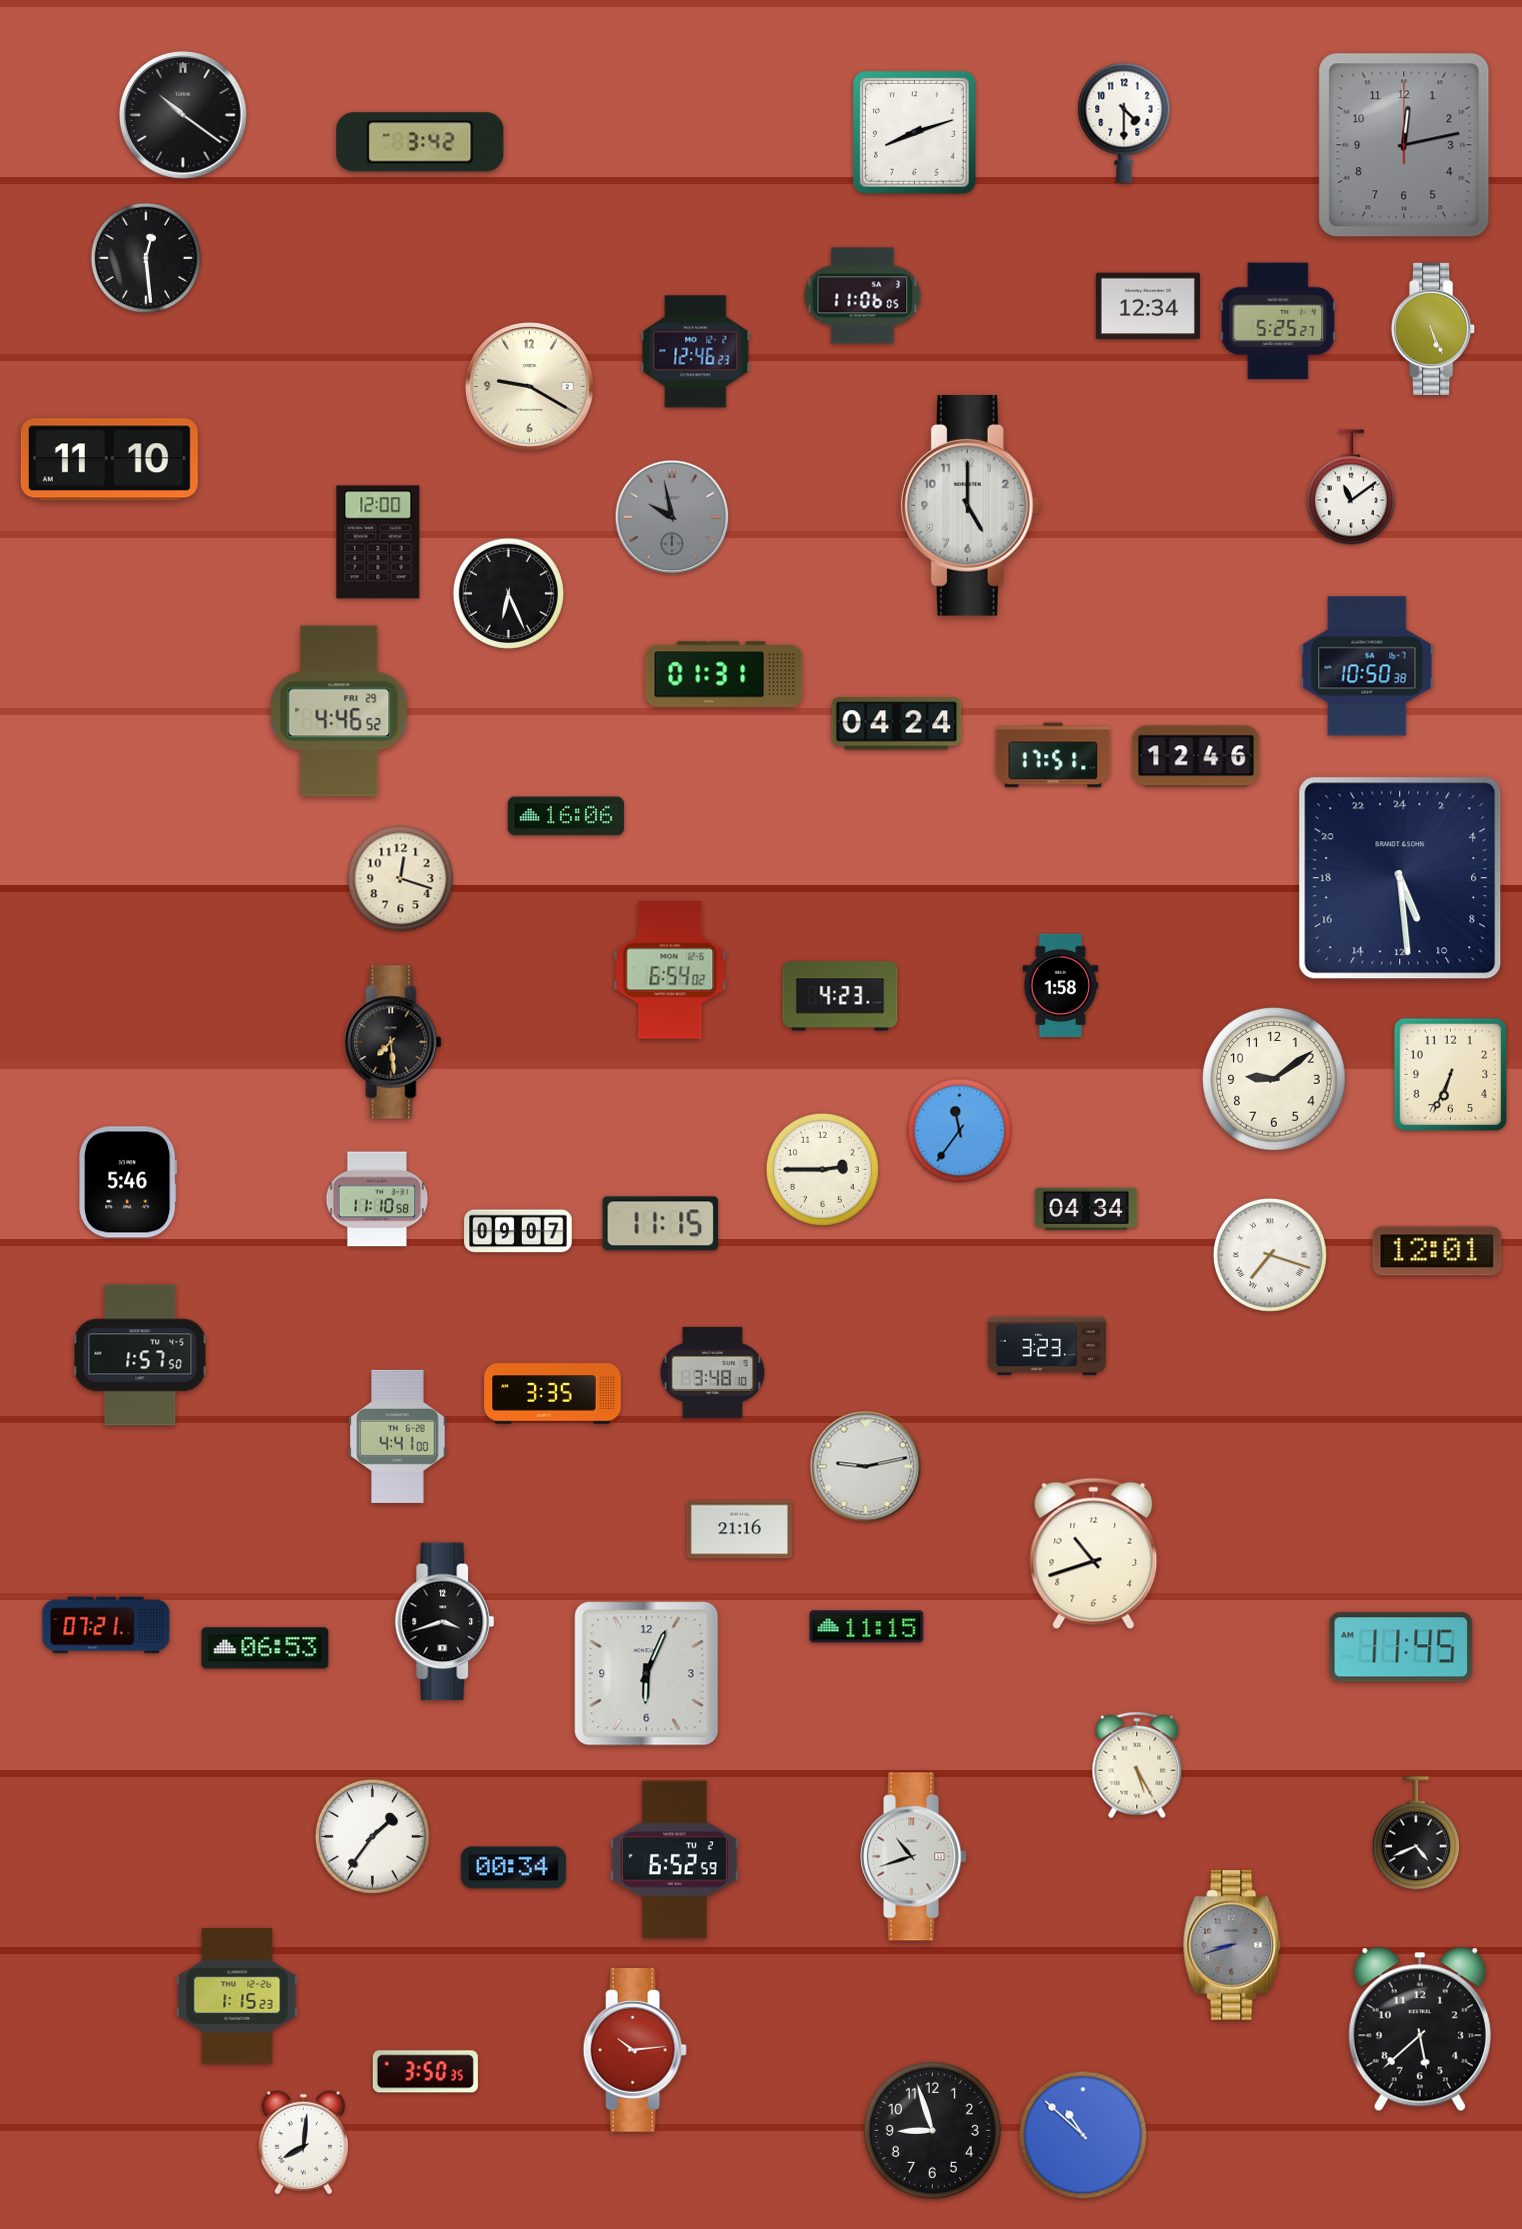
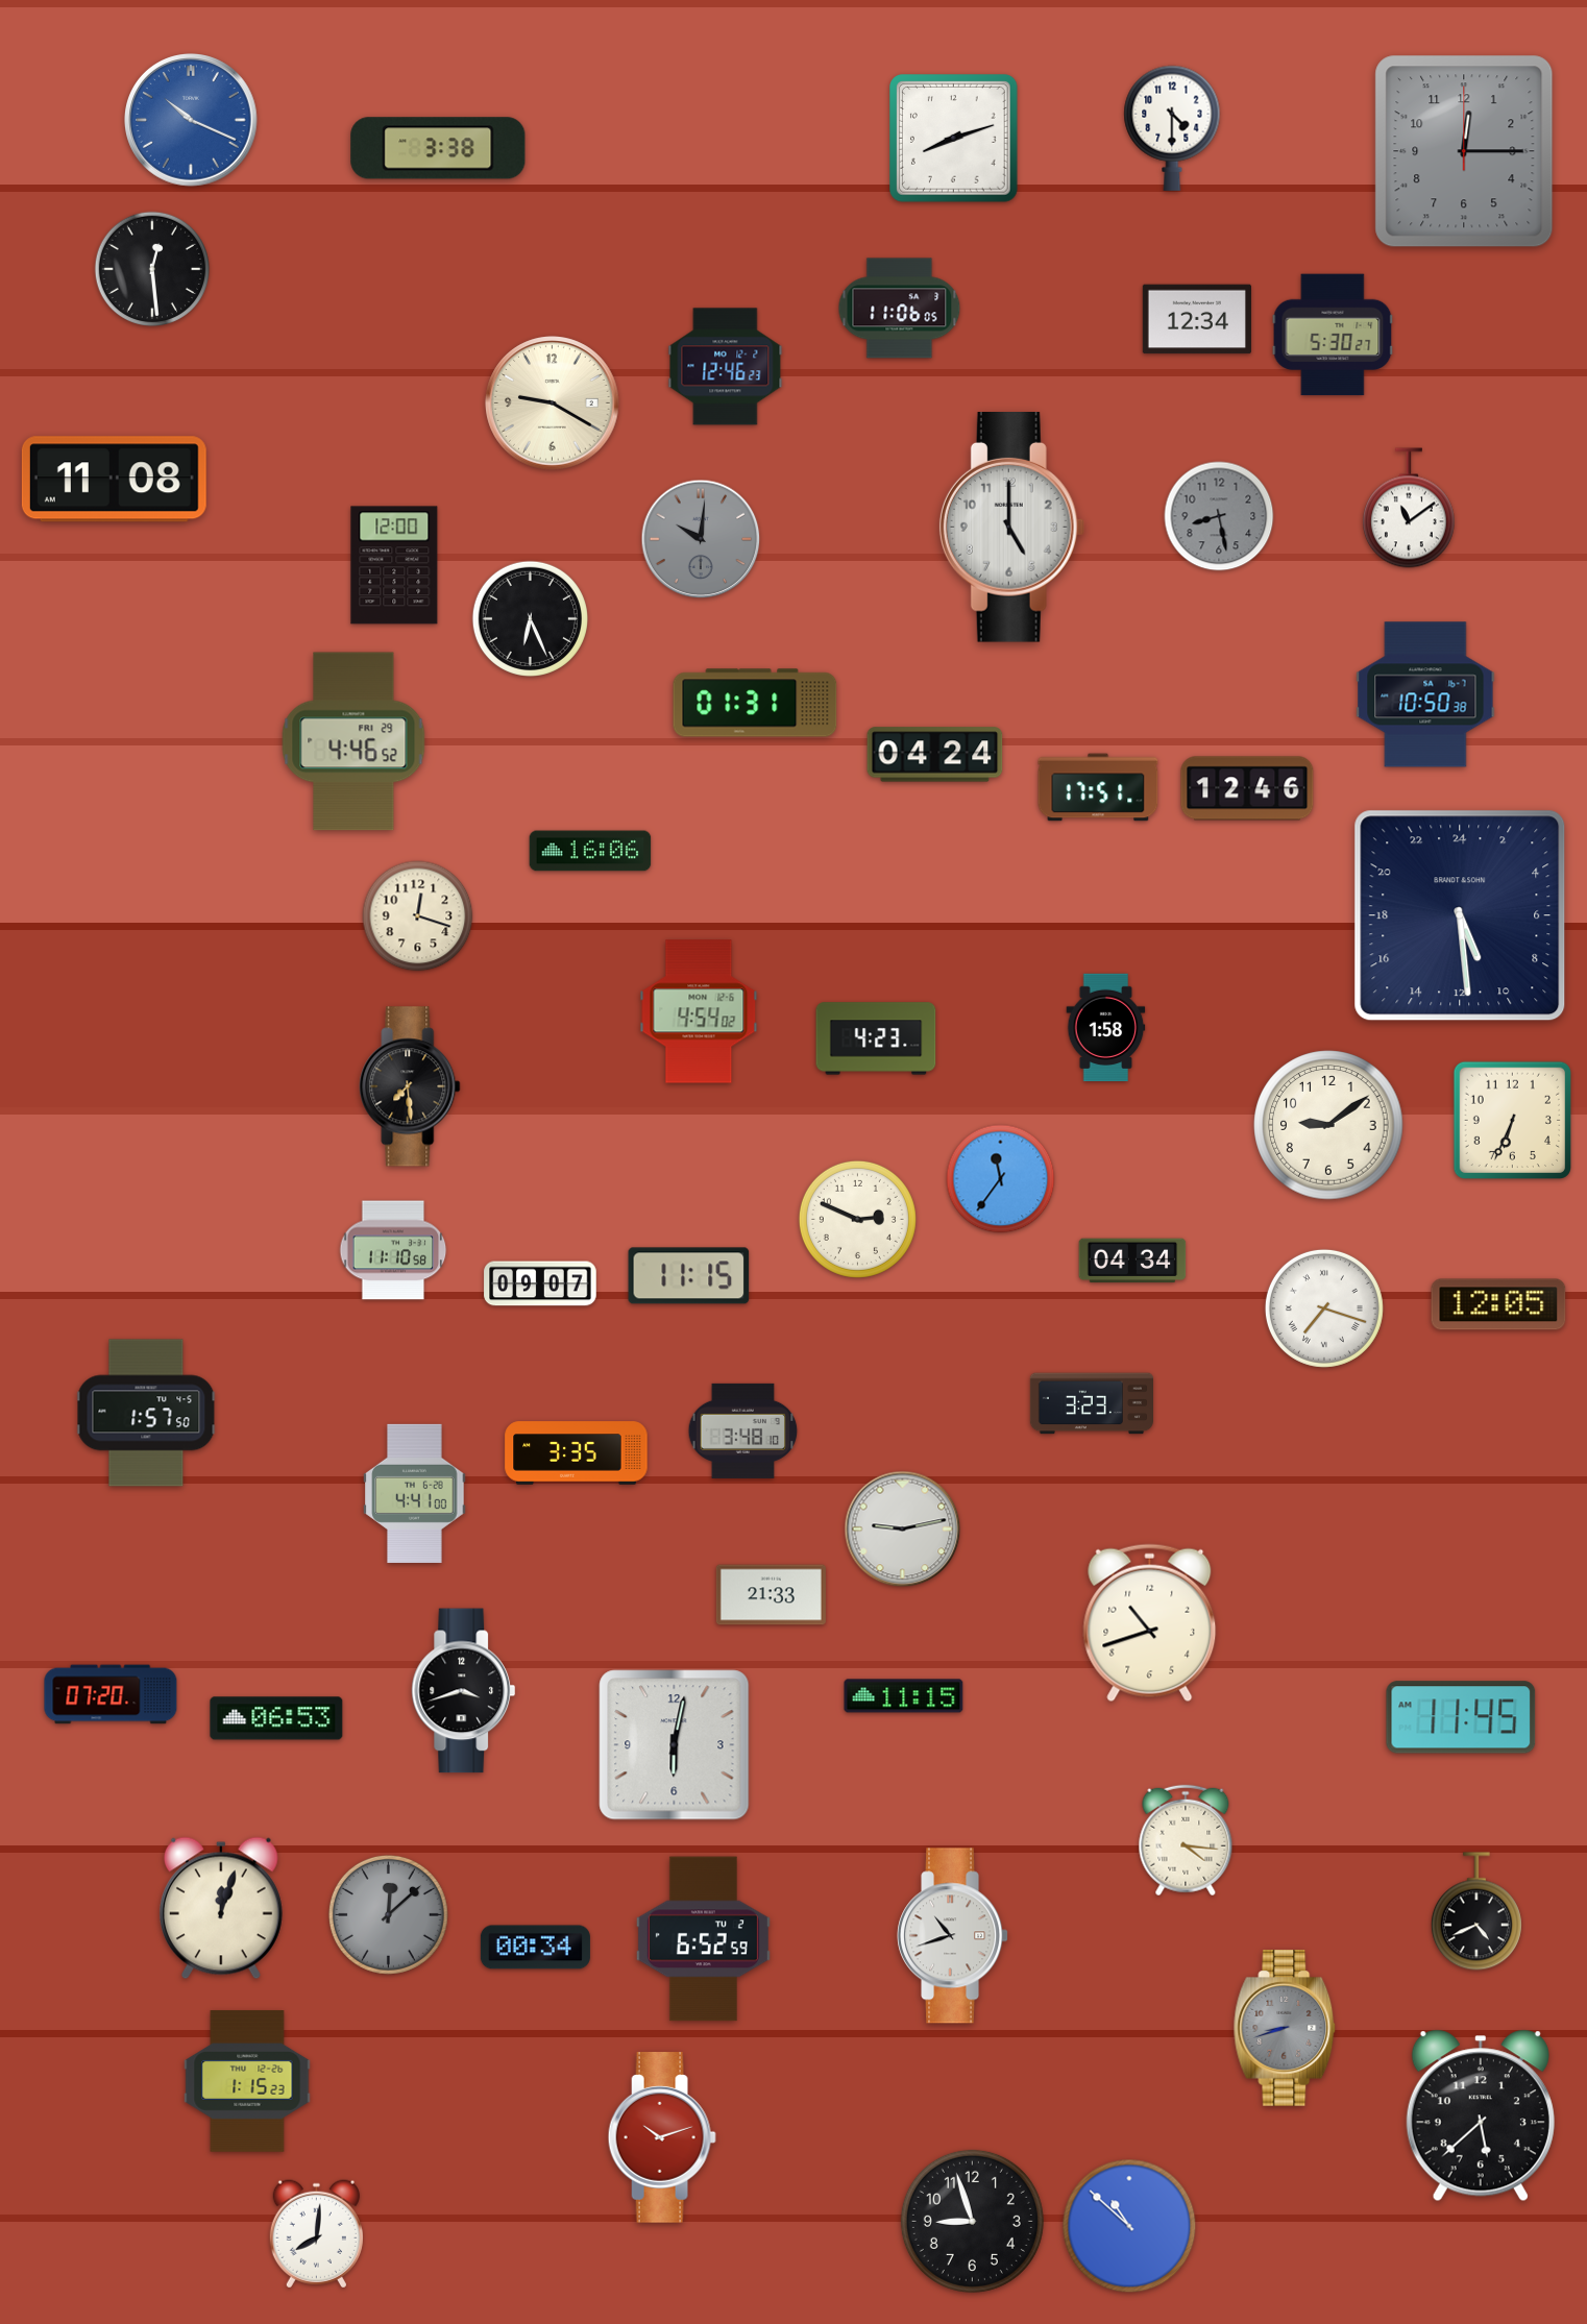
clock at (183, 115): 10:21 -> 10:19
clock at (183, 115) dial: black -> blue
clock at (420, 142): 3:42 -> 3:38
clock at (1404, 145): 12:13 -> 12:15
clock at (1278, 321): 5:25 -> 5:30
clock at (1434, 329): 5:26 -> none
clock at (109, 460): 11:10 -> 11:08
clock at (1219, 516): none -> 8:28
clock at (672, 517): 9:58 -> 10:01
clock at (670, 970): 6:54 -> 4:54
clock at (822, 1169): 2:45 -> 2:49
clock at (129, 1182): 5:46 -> none
clock at (1437, 1251): 12:01 -> 12:05
clock at (398, 1436) position: (398, 1436) -> (415, 1493)
clock at (739, 1530): 21:16 -> 21:33
clock at (1094, 1554) position: (1094, 1554) -> (1150, 1623)
clock at (106, 1625): 07:21 -> 07:20
clock at (647, 1674): 6:04 -> 6:02
clock at (1137, 1765): 5:25 -> 4:16
clock at (221, 1908): none -> 12:03
clock at (372, 1836): 1:36 -> 12:08
clock at (372, 1836) dial: white -> grey
clock at (635, 2051): 10:14 -> 10:12
clock at (425, 2072): 3:50 -> none
